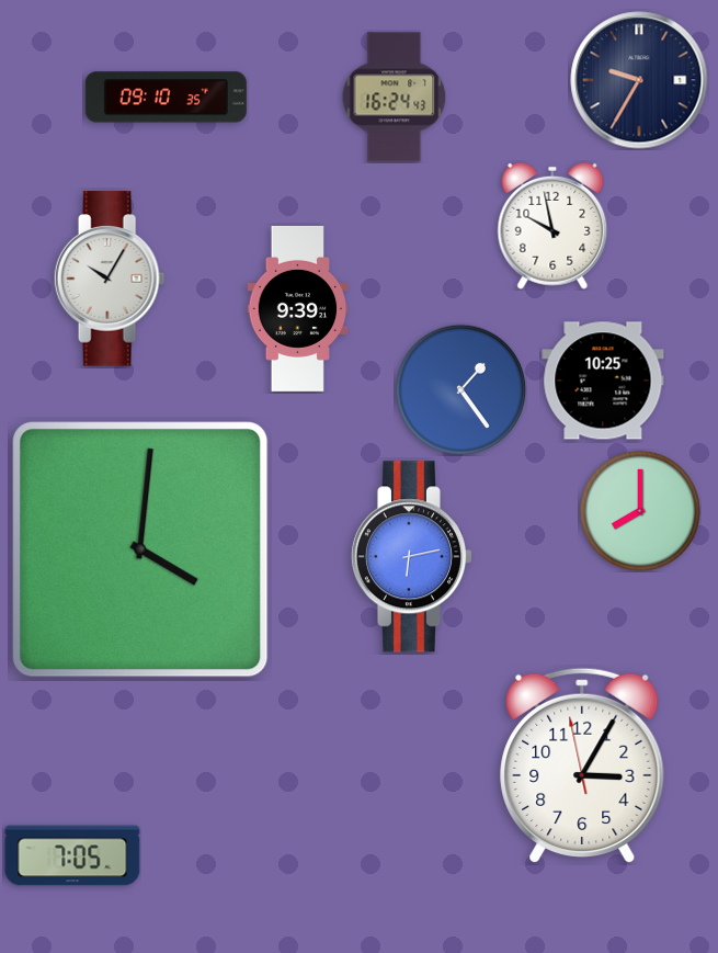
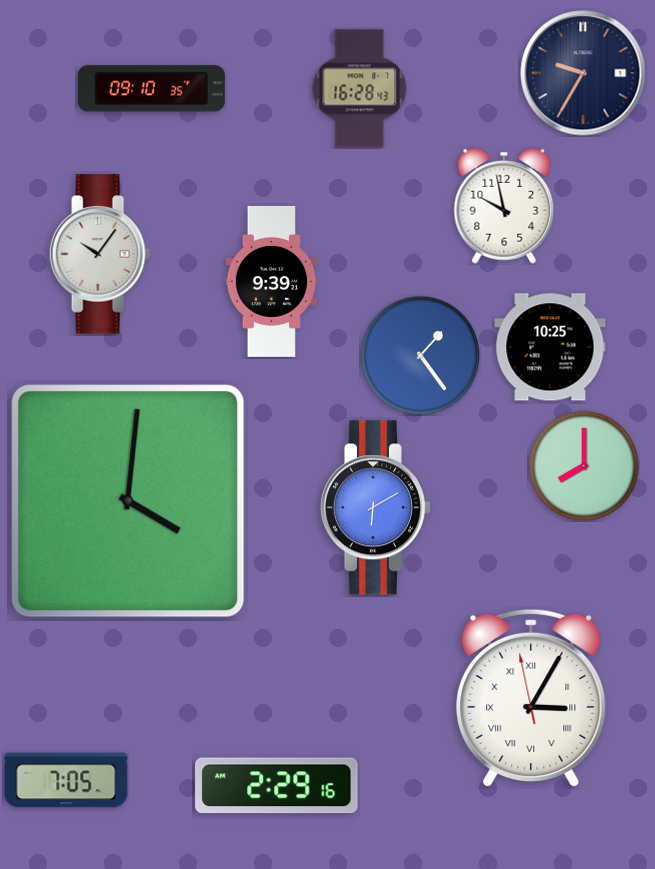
clock at (395, 98): 16:24 -> 16:28
clock at (110, 279): 10:05 -> 10:06
clock at (411, 557): 6:13 -> 6:10
clock at (582, 765) numerals: Arabic -> Roman
clock at (277, 786): none -> 2:29
